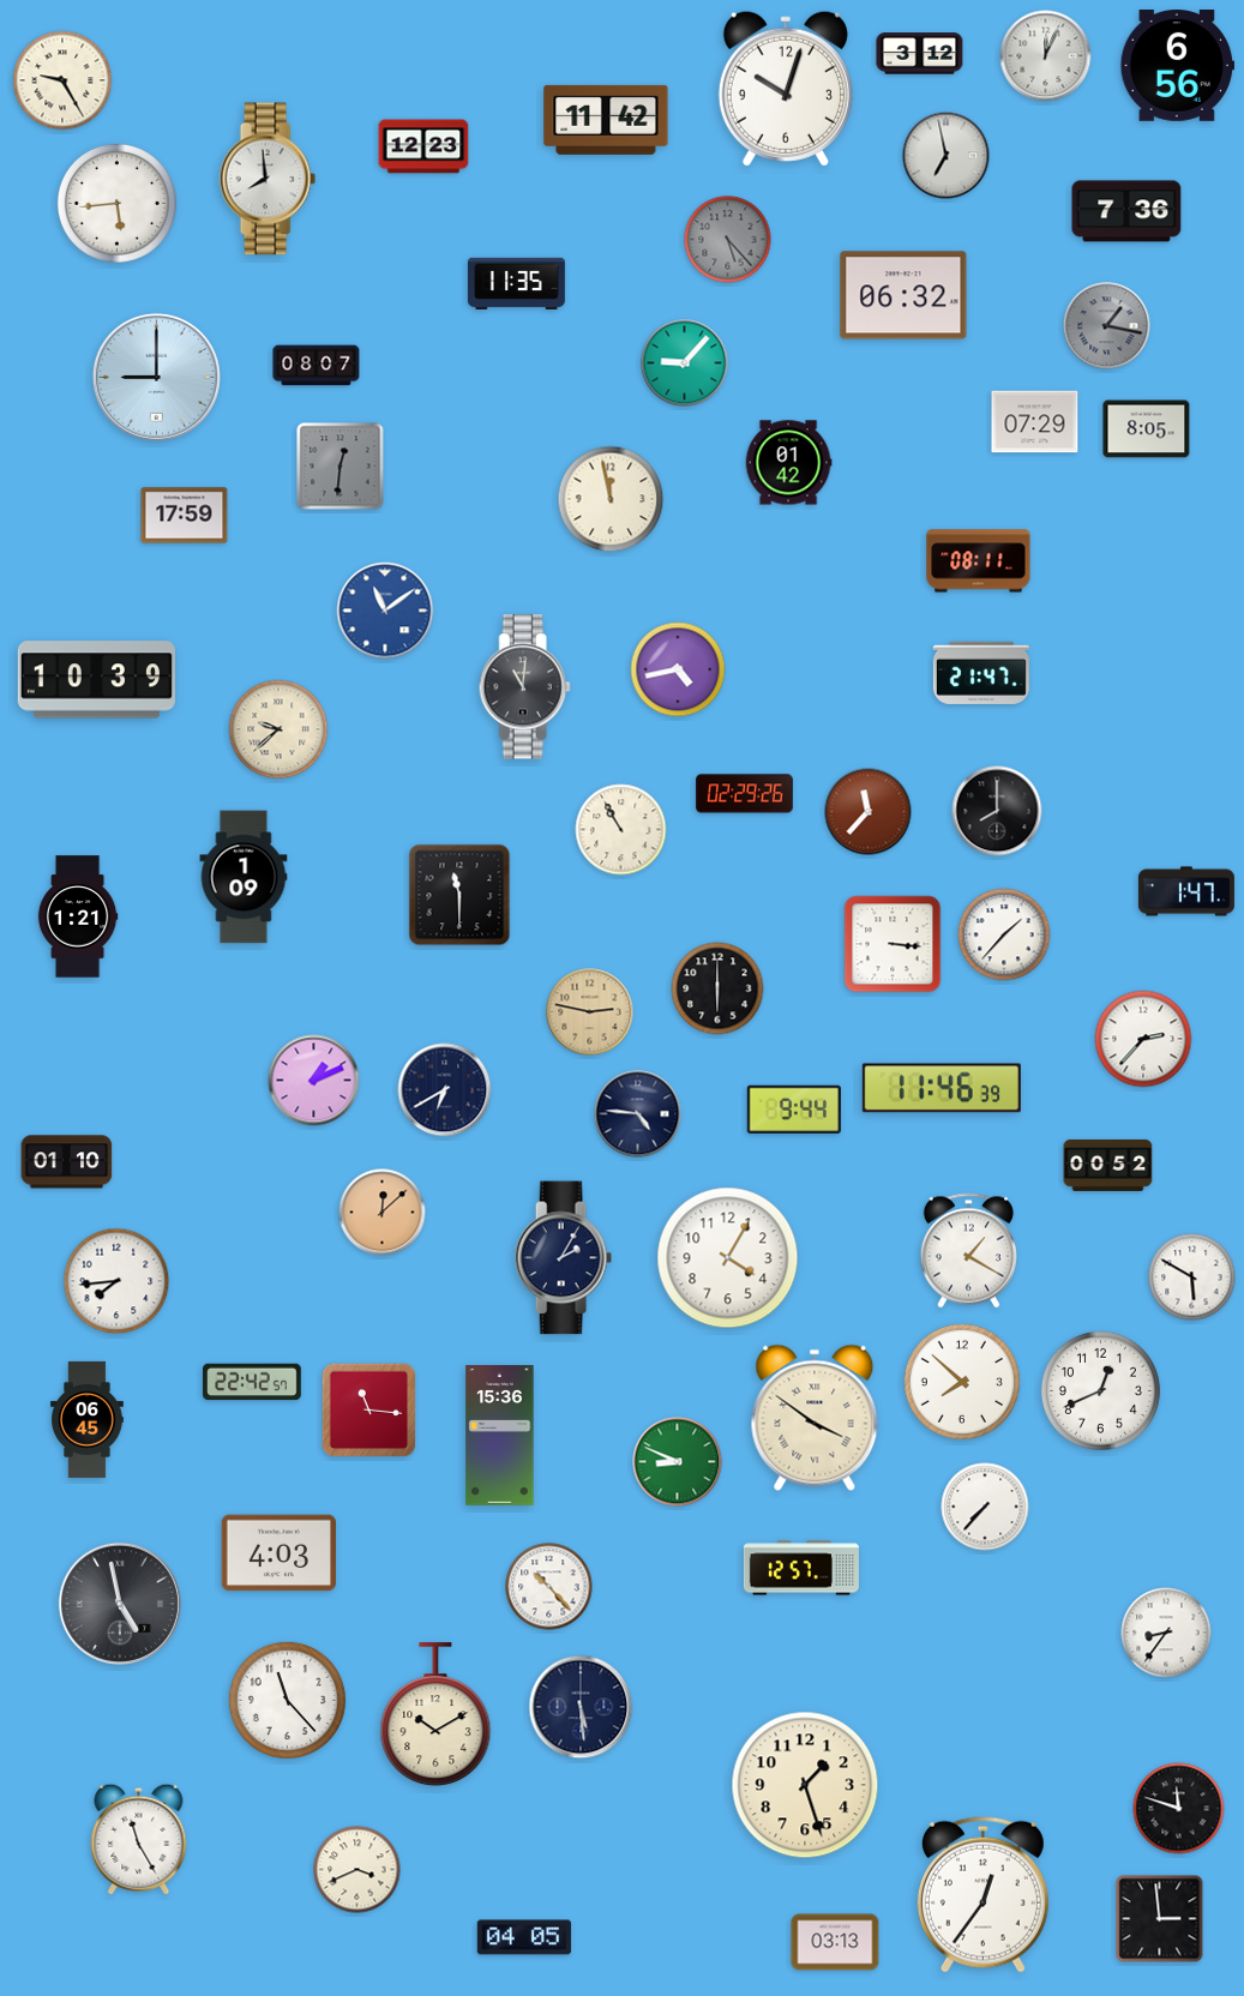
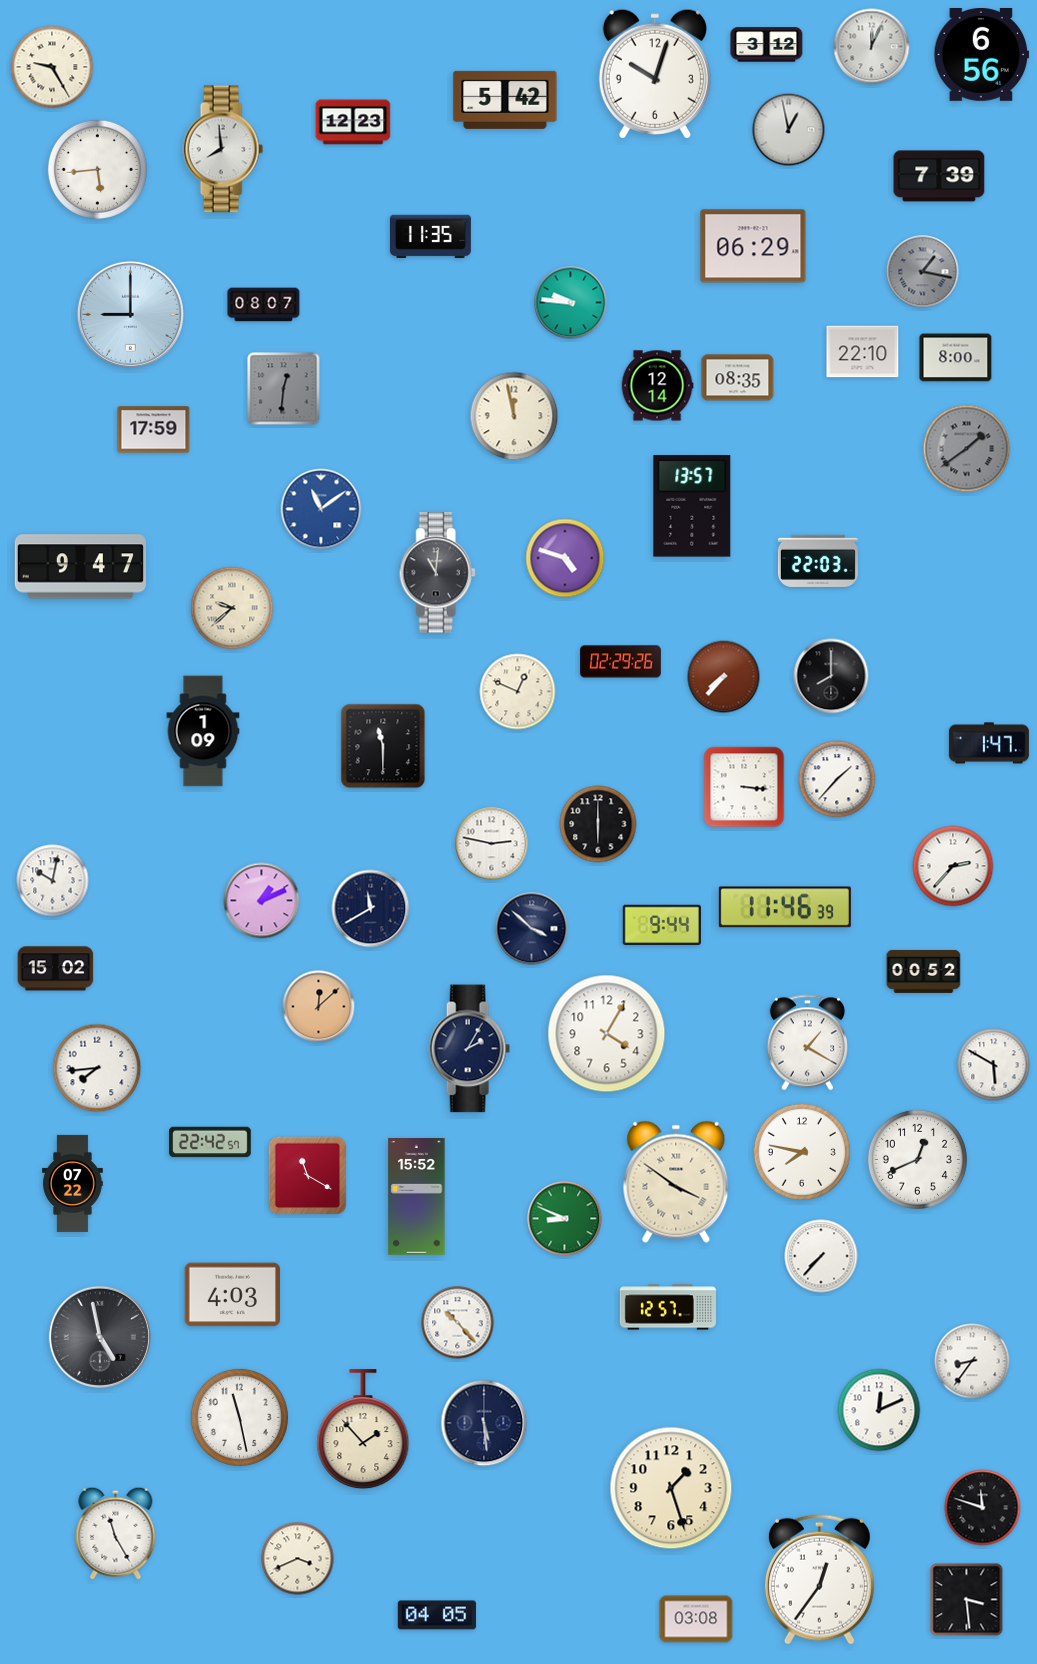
clock at (606, 120): 11:42 -> 5:42
clock at (946, 156): 6:58 -> 12:58
clock at (1126, 211): 7:36 -> 7:39
clock at (728, 240): 5:23 -> none
clock at (903, 295): 06:32 -> 06:29
clock at (685, 363): 9:07 -> 9:46
clock at (1035, 422): 07:29 -> 22:10
clock at (1147, 429): 8:05 -> 8:00
clock at (738, 378): none -> 08:35
clock at (788, 463): 01:42 -> 12:14
clock at (611, 499) position: (611, 499) -> (514, 416)
clock at (967, 449): none -> 1:39
clock at (979, 561): 08:11 -> none
clock at (692, 506): none -> 13:57
clock at (678, 669): 4:43 -> 4:48
clock at (981, 673): 21:47 -> 22:03
clock at (96, 680): 10:39 -> 9:47
clock at (869, 812): 11:37 -> 7:37
clock at (621, 830): 10:55 -> 12:49
clock at (78, 916): 1:21 -> none
clock at (590, 1012) dial: champagne -> white
clock at (53, 881): none -> 10:02
clock at (445, 1090): 6:40 -> 11:40
clock at (638, 1114): 4:46 -> 3:52
clock at (67, 1162): 01:10 -> 15:02
clock at (383, 1213) position: (383, 1213) -> (319, 1007)
clock at (728, 1258) position: (728, 1258) -> (607, 1034)
clock at (252, 1382) position: (252, 1382) -> (210, 1142)
clock at (962, 1382): 7:52 -> 7:47
clock at (369, 1411): 11:16 -> 11:20
clock at (815, 1418) position: (815, 1418) -> (676, 1182)
clock at (88, 1419): 06:45 -> 07:22
clock at (500, 1436): 15:36 -> 15:52
clock at (879, 1410): none -> 12:11
clock at (287, 1700): 11:23 -> 11:28
clock at (435, 1715): 10:10 -> 1:53
clock at (1160, 1919): 2:59 -> 3:29
clock at (835, 1942): 03:13 -> 03:08
